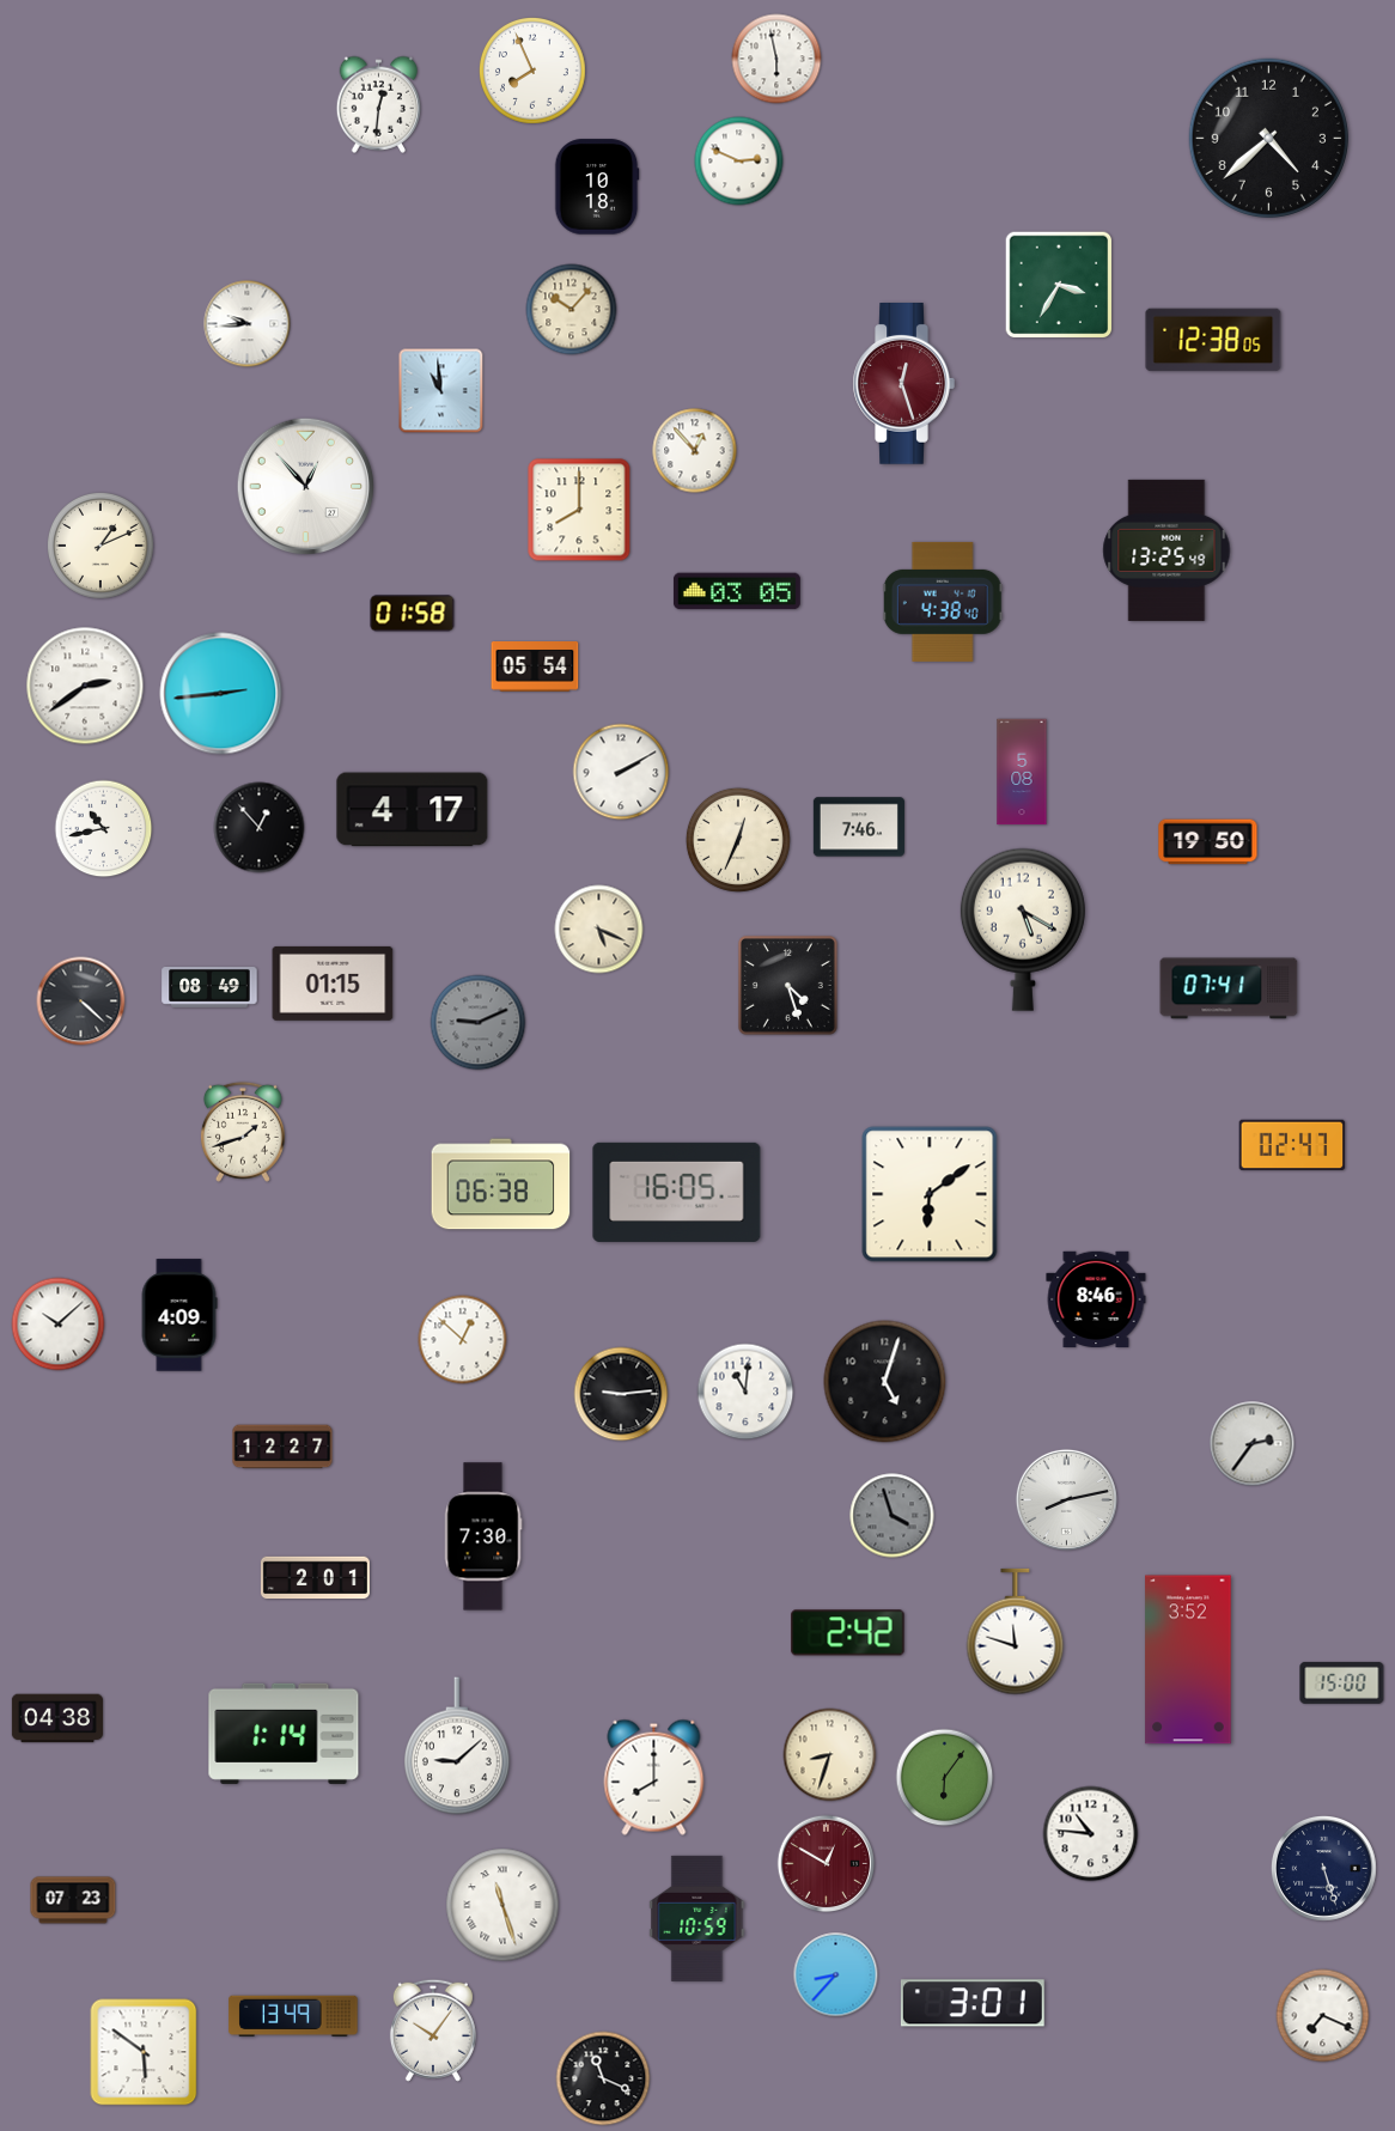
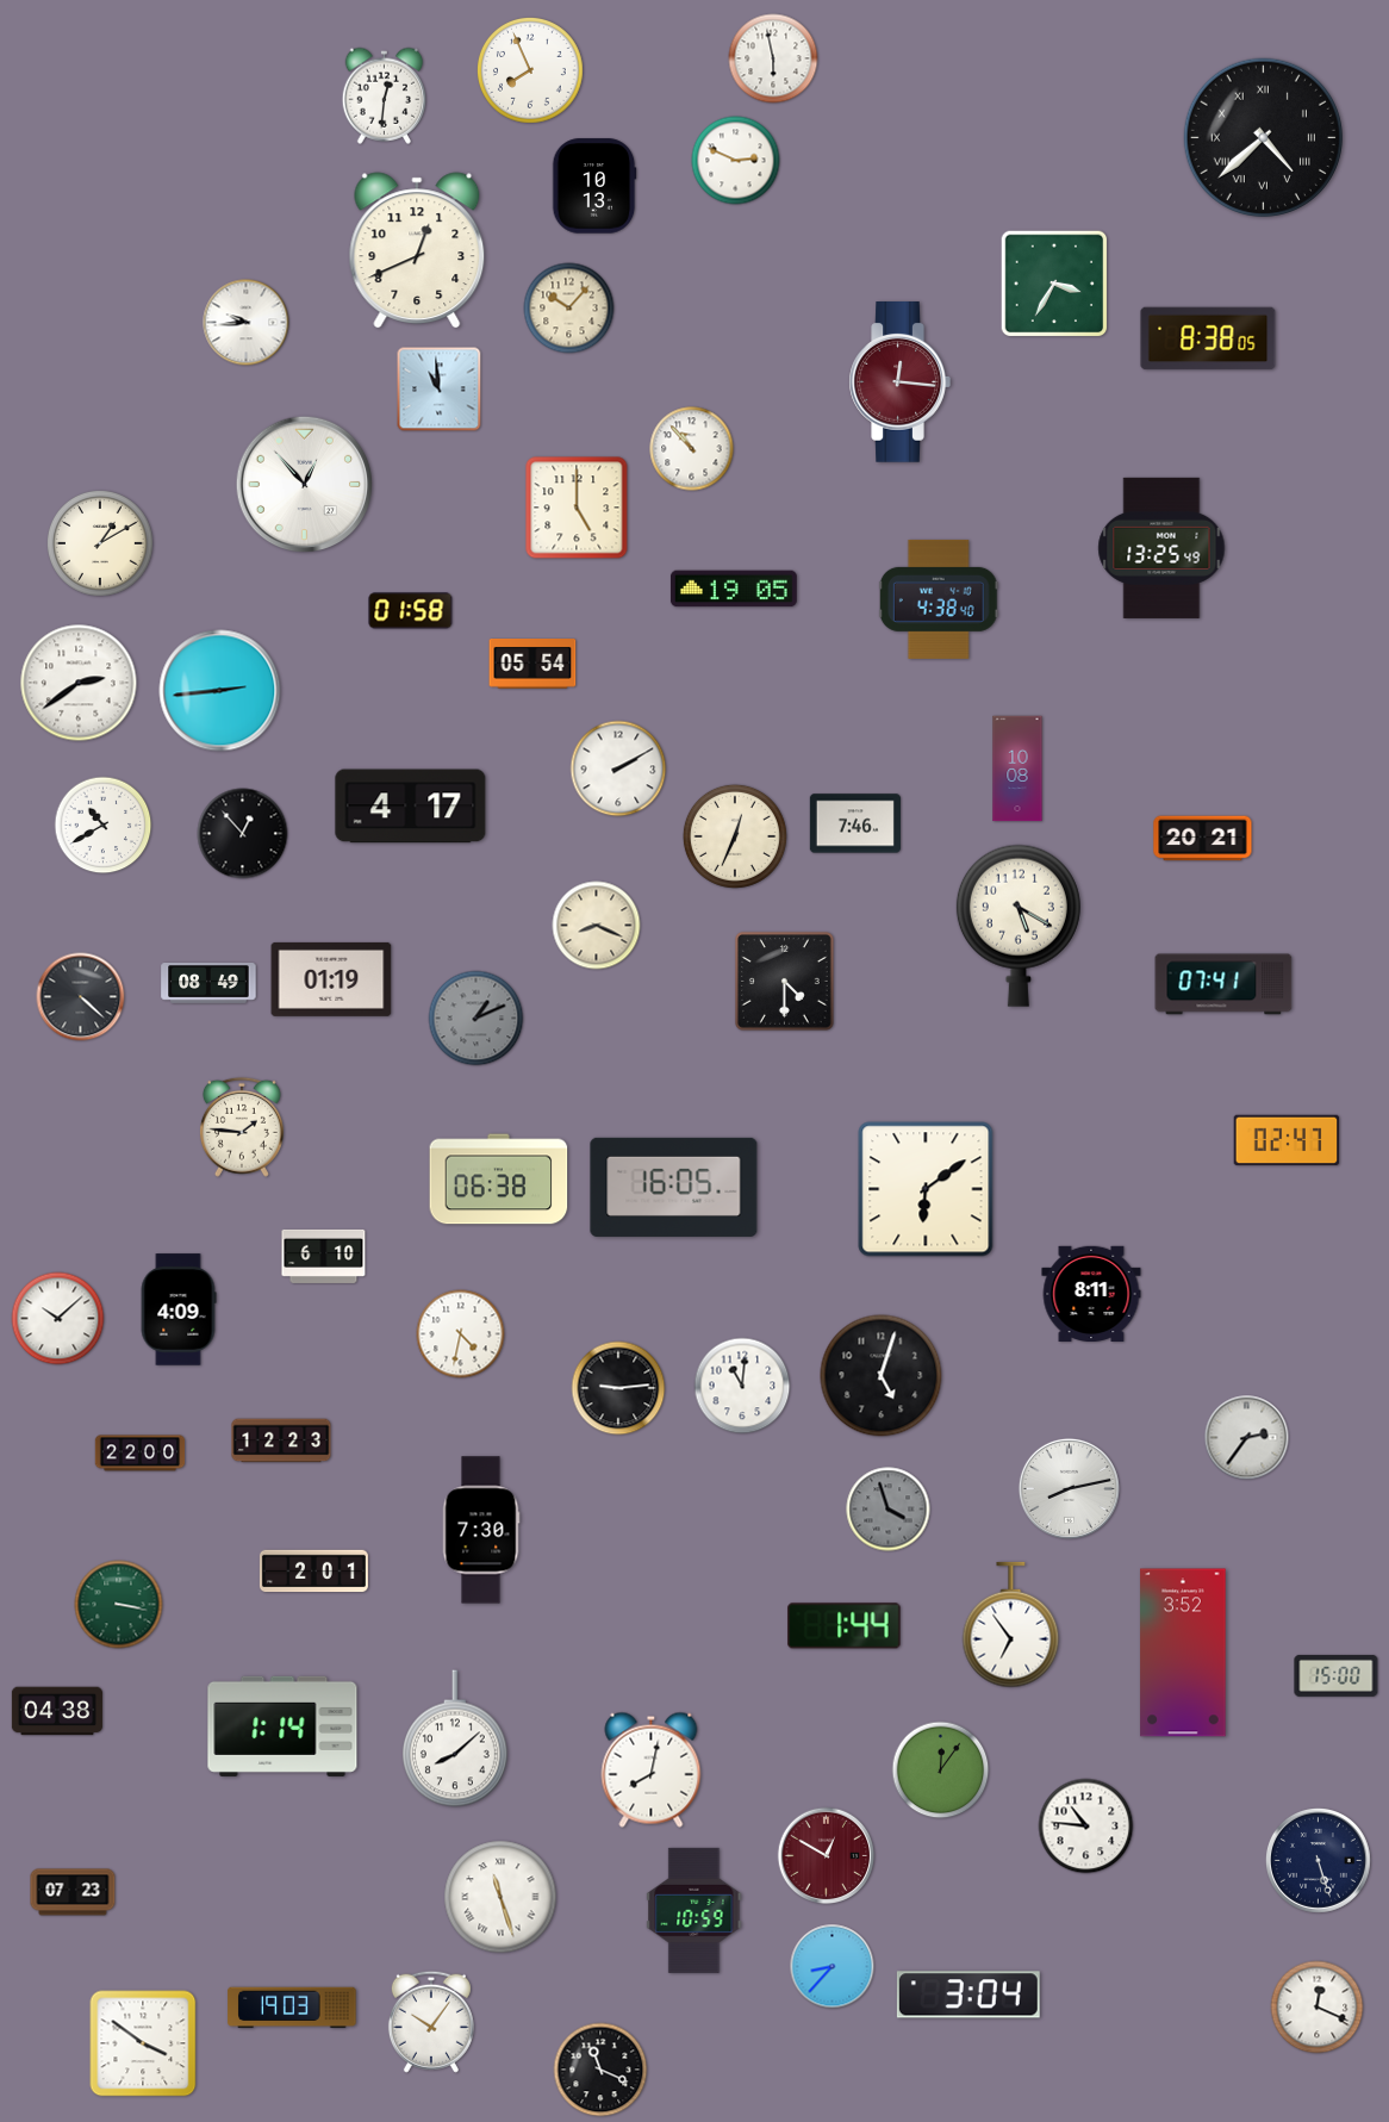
clock at (379, 104) position: (379, 104) -> (385, 95)
clock at (1268, 138) numerals: Arabic -> Roman
clock at (597, 187): 10:18 -> 10:13
clock at (417, 250): none -> 12:41
clock at (1213, 340): 12:38 -> 8:38
clock at (903, 384): 12:27 -> 12:16
clock at (695, 451): 12:53 -> 10:53
clock at (579, 510): 8:00 -> 5:00
clock at (100, 546): 1:11 -> 1:10
clock at (737, 591): 03:05 -> 19:05
clock at (85, 686) position: (85, 686) -> (79, 683)
clock at (1022, 772): 5:08 -> 10:08
clock at (260, 828) position: (260, 828) -> (243, 834)
clock at (104, 829): 10:43 -> 10:40
clock at (1208, 842): 19:50 -> 20:21
clock at (599, 930): 5:19 -> 8:19
clock at (333, 984): 01:15 -> 01:19
clock at (787, 985): 4:27 -> 4:30
clock at (479, 1023): 9:11 -> 1:11
clock at (243, 1132): 1:42 -> 1:46
clock at (324, 1256): none -> 6:10
clock at (1096, 1298): 8:46 -> 8:11
clock at (463, 1340): 12:52 -> 4:32
clock at (282, 1447): 12:27 -> 12:23
clock at (141, 1454): none -> 22:00
clock at (1066, 1499) position: (1066, 1499) -> (1069, 1488)
clock at (119, 1605): none -> 3:17
clock at (1016, 1632): 11:48 -> 6:54
clock at (848, 1633): 2:42 -> 1:44
clock at (458, 1746): 9:08 -> 8:08
clock at (830, 1755): 8:33 -> none
clock at (654, 1777): 8:00 -> 8:02
clock at (945, 1778): 6:06 -> 12:06
clock at (827, 1864) position: (827, 1864) -> (827, 1856)
clock at (973, 2003): 3:01 -> 3:04
clock at (293, 2016): 13:49 -> 19:03
clock at (1323, 2016): 7:19 -> 12:19
clock at (144, 2052): 5:51 -> 3:51
